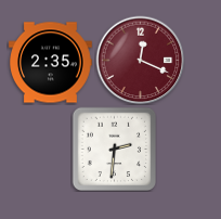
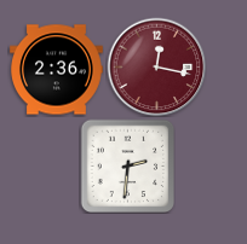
clock at (140, 60): 12:19 -> 12:17
clock at (51, 63): 2:35 -> 2:36
